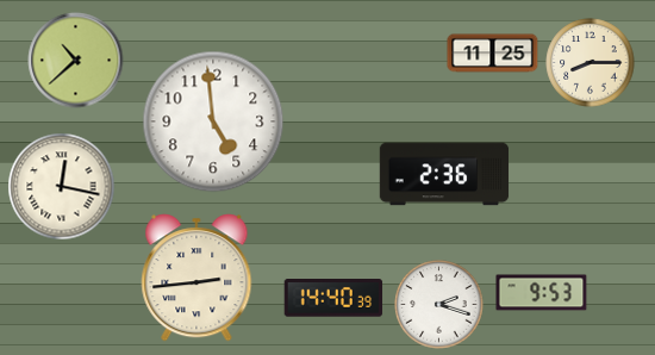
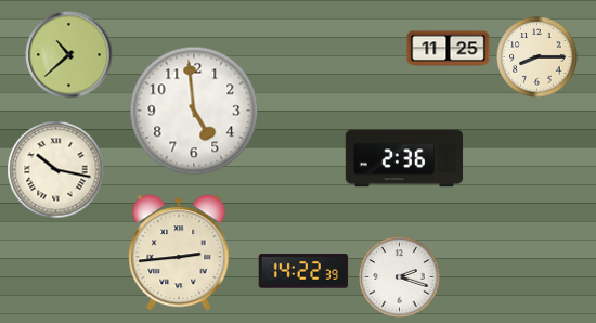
clock at (62, 187): 12:17 -> 10:17
clock at (542, 293): 9:53 -> none
clock at (333, 298): 14:40 -> 14:22
